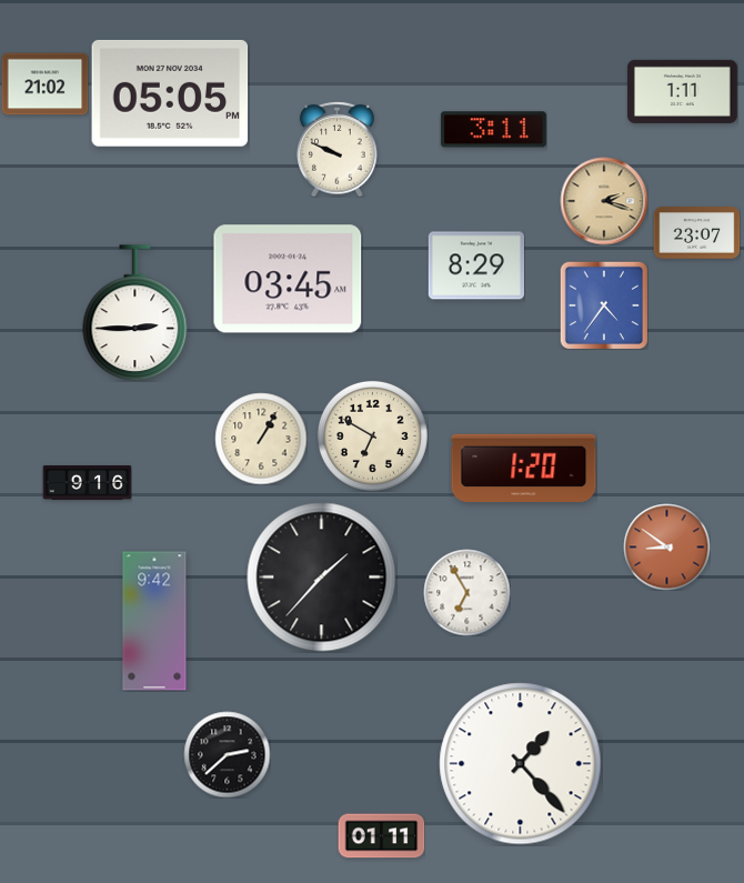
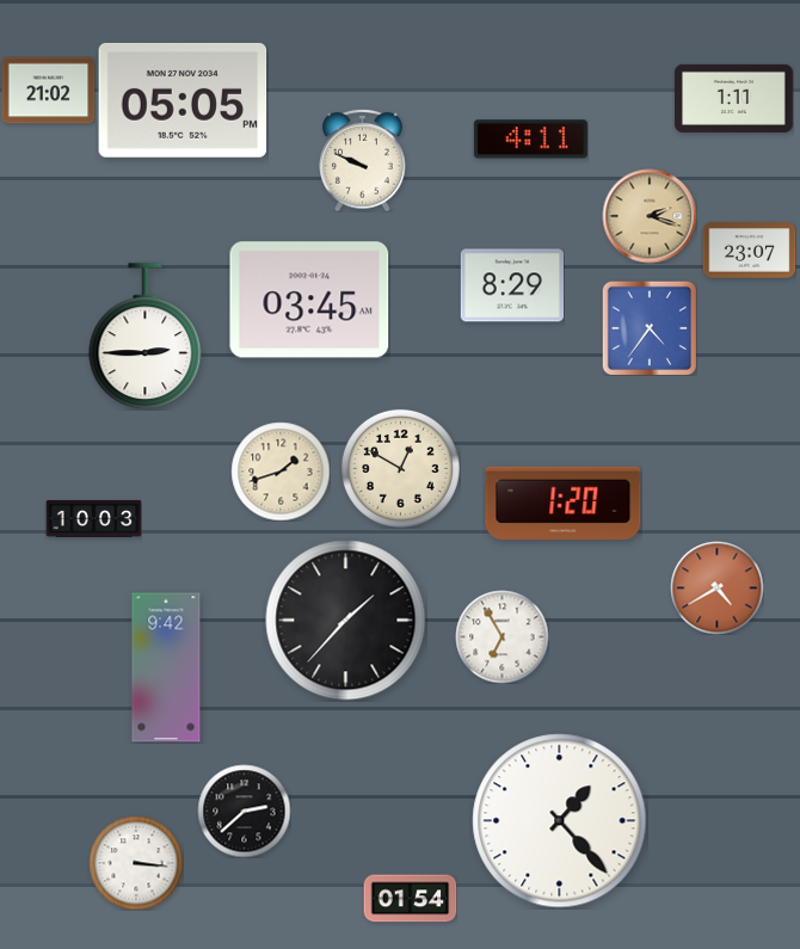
clock at (493, 130): 3:11 -> 4:11
clock at (372, 435): 6:50 -> 12:50
clock at (261, 439): 1:05 -> 1:42
clock at (87, 482): 9:16 -> 10:03
clock at (666, 546): 8:51 -> 4:40
clock at (136, 863): none -> 3:16
clock at (381, 836): 01:11 -> 01:54
